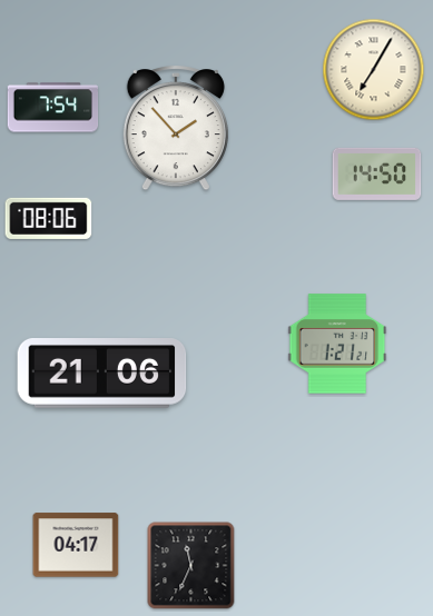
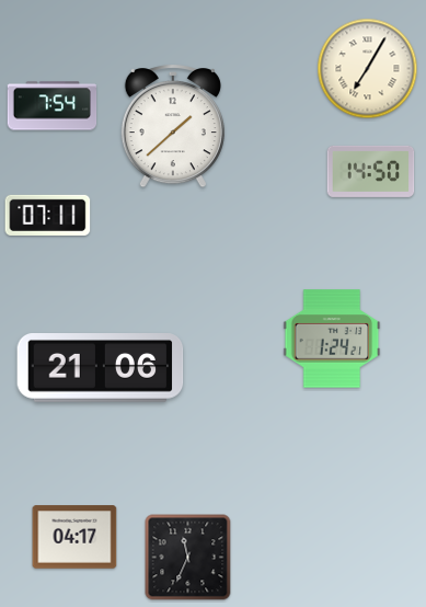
clock at (176, 128): 1:53 -> 1:38
clock at (49, 218): 08:06 -> 07:11
clock at (337, 344): 1:21 -> 1:24
